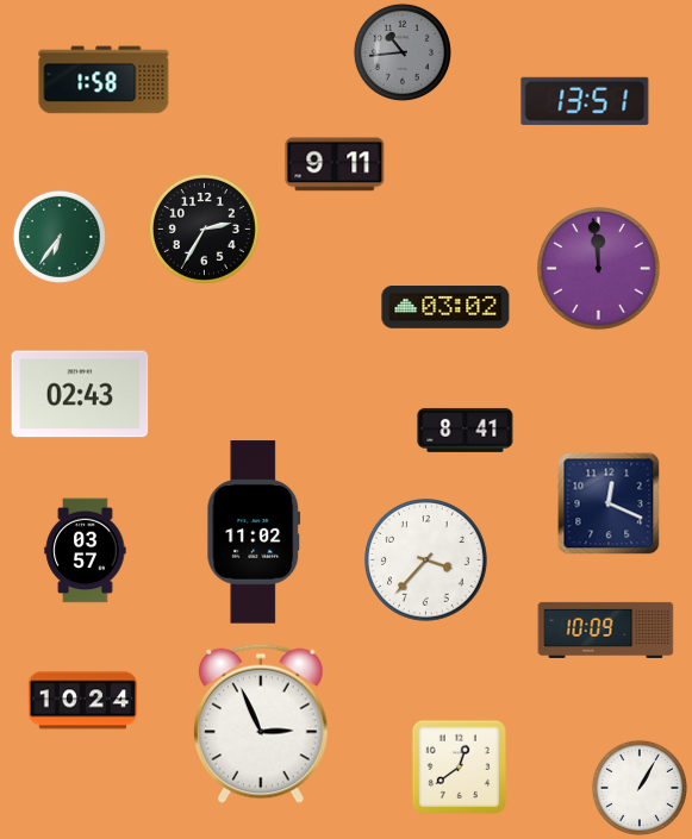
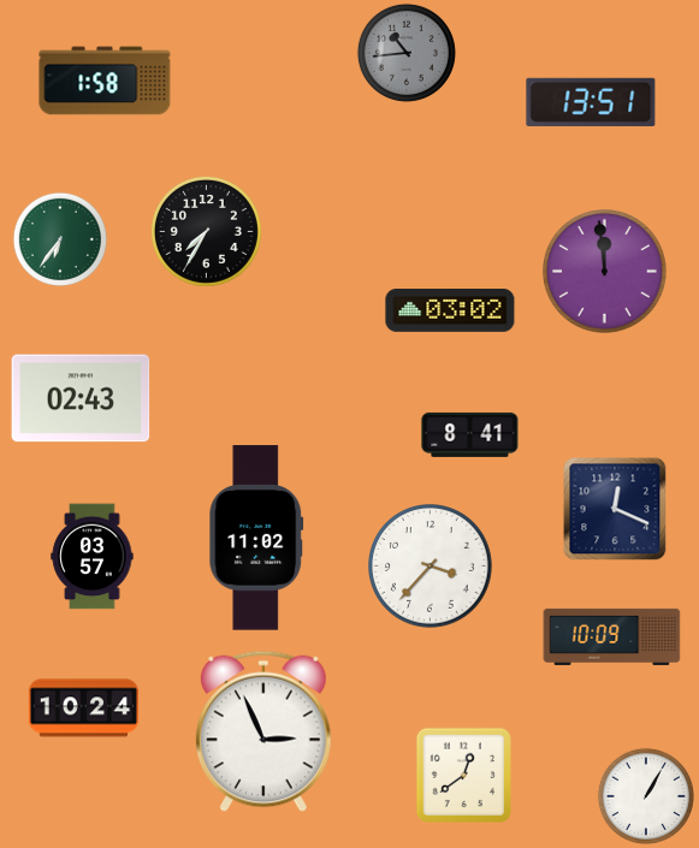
clock at (335, 164): 9:11 -> none
clock at (204, 228): 2:35 -> 7:35
clock at (86, 551) position: (86, 551) -> (93, 557)
